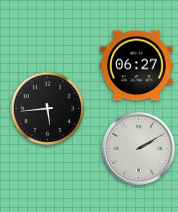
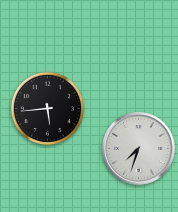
clock at (137, 66): 06:27 -> none
clock at (139, 149): 2:10 -> 7:33
